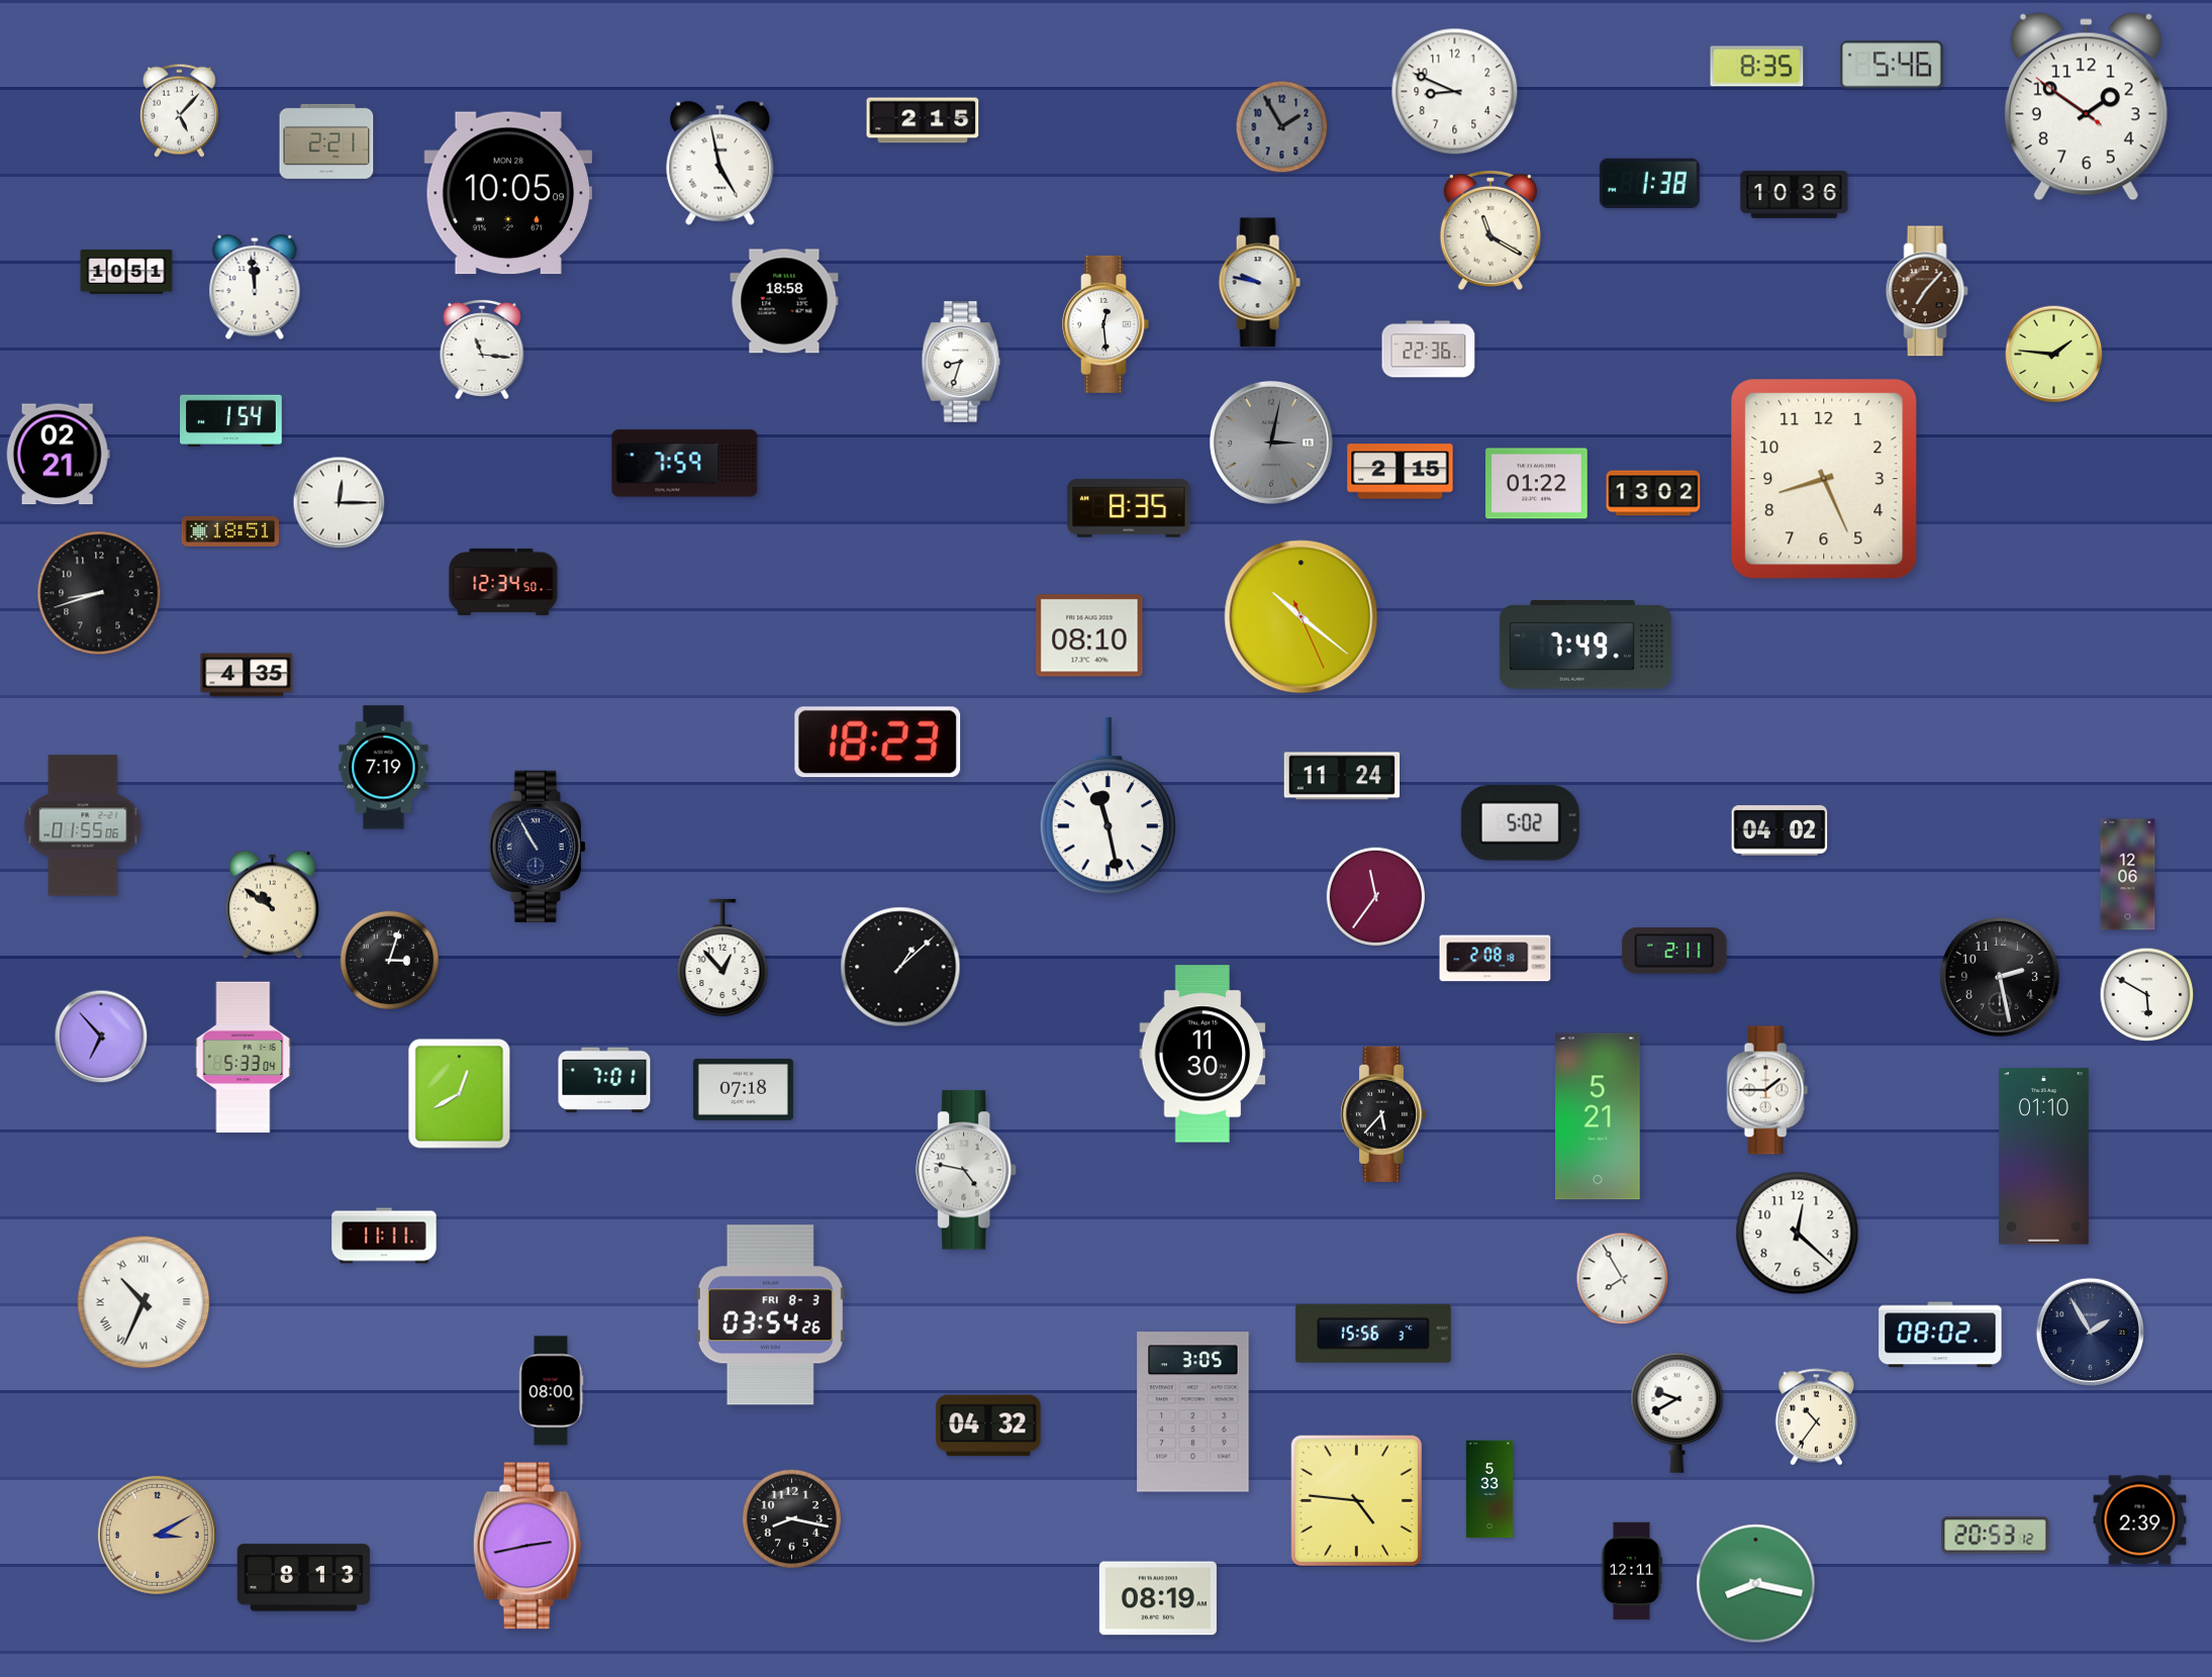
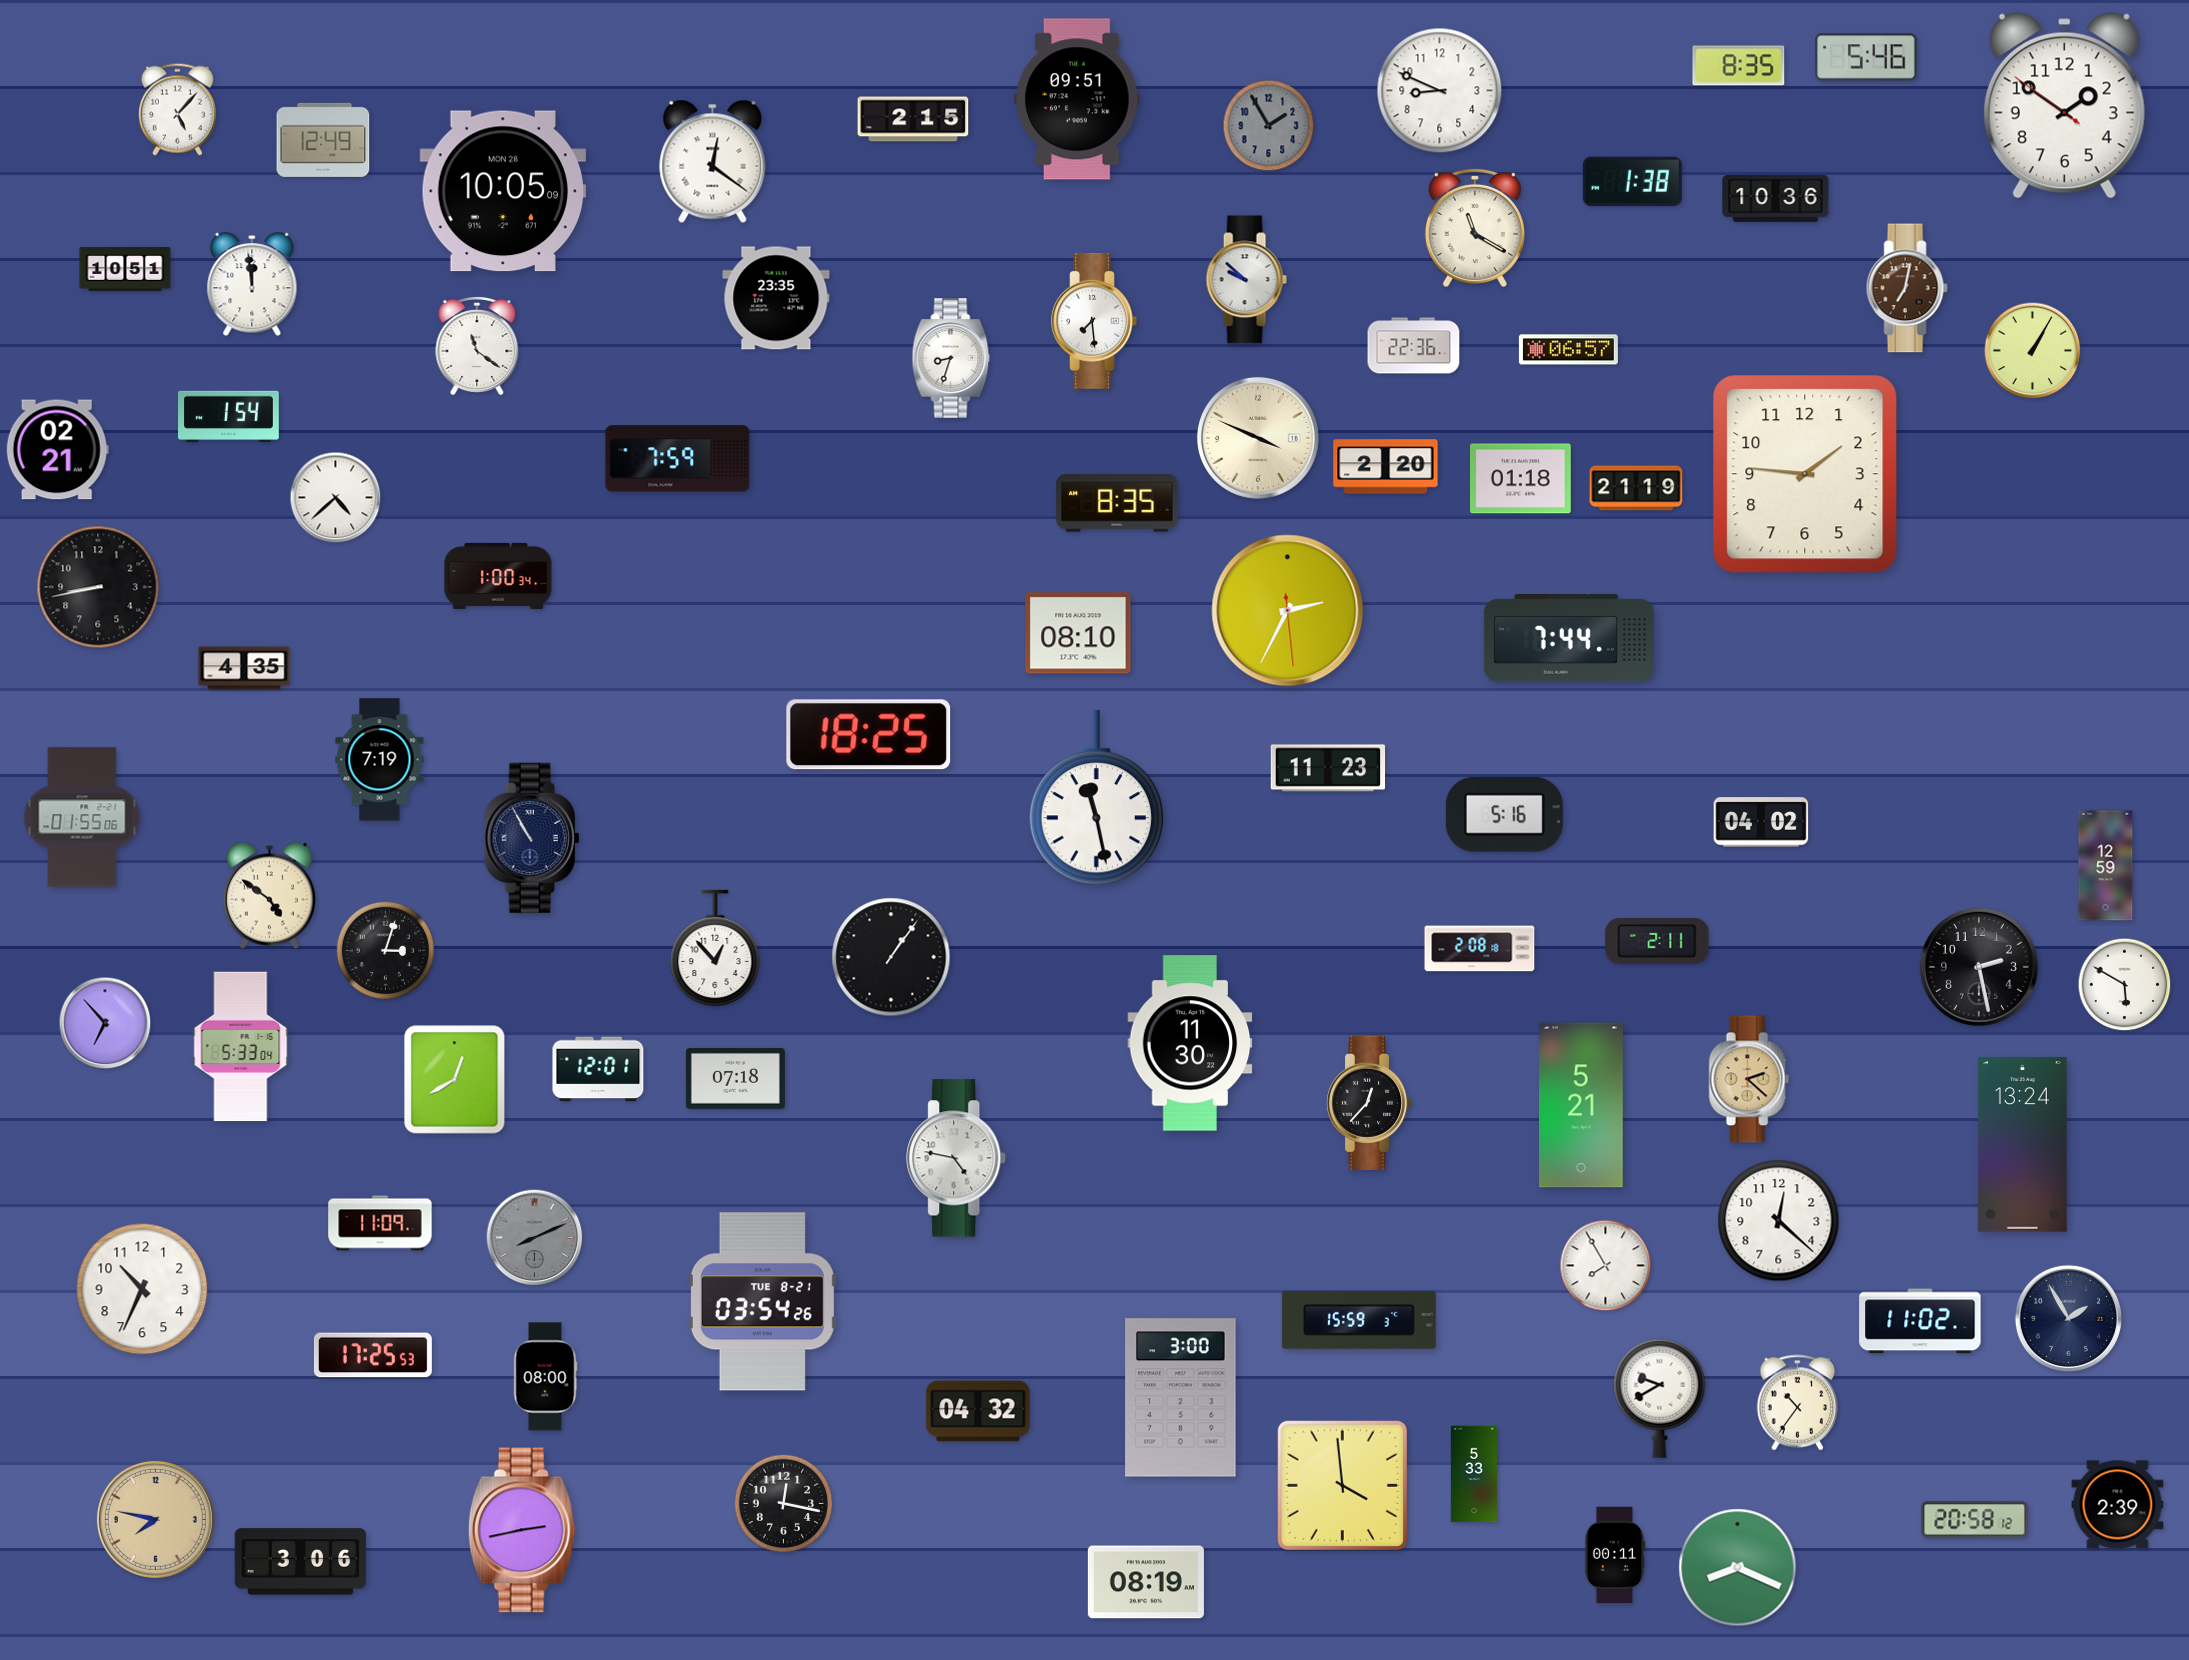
clock at (1892, 65) position: (1892, 65) -> (1866, 57)
clock at (1077, 99): none -> 09:51
clock at (326, 141): 2:21 -> 12:49
clock at (720, 163): 4:58 -> 12:21
clock at (1795, 194) position: (1795, 194) -> (1776, 198)
clock at (1259, 283): 9:47 -> 9:52
clock at (1927, 291): 7:07 -> 7:02
clock at (784, 301): 18:58 -> 23:35
clock at (1105, 324): 12:29 -> 7:29
clock at (482, 350): 11:16 -> 11:21
clock at (1568, 350): none -> 06:57
clock at (2054, 355): 1:46 -> 1:05
clock at (1271, 442): 3:02 -> 3:49
clock at (1271, 442) dial: grey -> cream
clock at (1401, 472): 2:15 -> 2:20
clock at (1824, 479): 8:26 -> 1:46
clock at (1537, 484): 01:22 -> 01:18
clock at (1653, 493): 13:02 -> 21:19
clock at (340, 503): 12:15 -> 4:38
clock at (230, 531): 18:51 -> none
clock at (503, 582): 12:34 -> 1:00
clock at (99, 593): 8:42 -> 8:43
clock at (1302, 617): 10:21 -> 2:34
clock at (1089, 635) position: (1089, 635) -> (1078, 633)
clock at (1585, 646): 7:49 -> 7:44
clock at (878, 743): 18:23 -> 18:25
clock at (1342, 776): 11:24 -> 11:23
clock at (1520, 822): 5:02 -> 5:16
clock at (2128, 875): 12:06 -> 12:59
clock at (1375, 896): 11:36 -> none
clock at (272, 904): 10:51 -> 4:51
clock at (900, 967): 1:08 -> 1:06
clock at (101, 1037) position: (101, 1037) -> (105, 1023)
clock at (604, 1080): 7:01 -> 12:01
clock at (1767, 1090): 1:45 -> 2:22
clock at (1767, 1090) dial: white -> champagne
clock at (460, 1094) position: (460, 1094) -> (455, 1080)
clock at (1383, 1114): 5:37 -> 12:37
clock at (2043, 1157): 01:10 -> 13:24
clock at (384, 1236): 11:11 -> 11:09
clock at (535, 1238): none -> 8:11
clock at (143, 1302) numerals: Roman -> Arabic
clock at (770, 1315) date: FRI 8-3 -> TUE 8-21
clock at (1373, 1334): 15:56 -> 15:59
clock at (1940, 1335): 08:02 -> 11:02
clock at (373, 1355): none -> 17:25
clock at (1193, 1412): 3:05 -> 3:00
clock at (1356, 1500): 4:46 -> 3:59
clock at (791, 1518): 8:17 -> 12:17
clock at (157, 1535): 3:10 -> 7:47
clock at (1996, 1536): 20:53 -> 20:58
clock at (1632, 1571): 12:11 -> 00:11
clock at (304, 1578): 8:13 -> 3:06
clock at (1756, 1584): 8:17 -> 8:19
